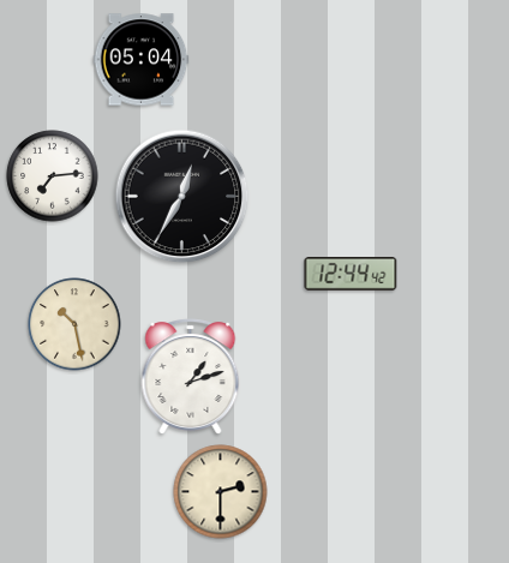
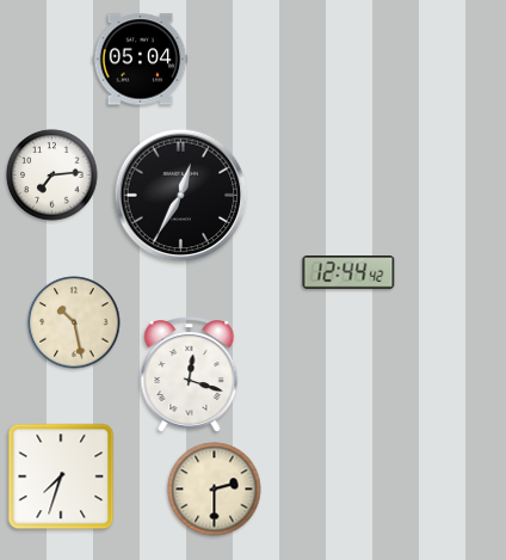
clock at (191, 377): 1:12 -> 12:18
clock at (61, 476): none -> 7:33
clock at (221, 492) position: (221, 492) -> (215, 490)
